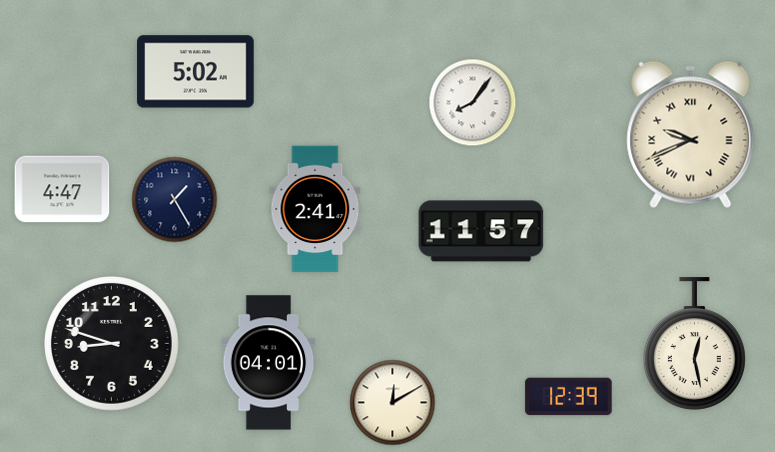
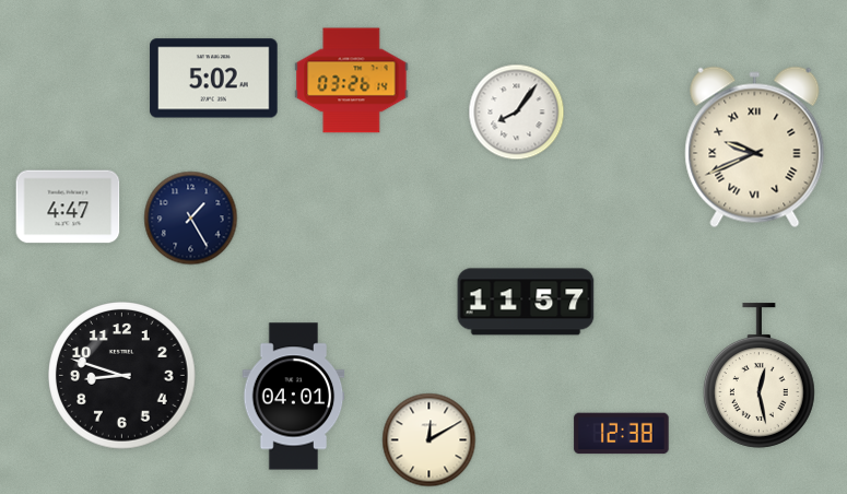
clock at (352, 81): none -> 03:26
clock at (315, 209): 2:41 -> none
clock at (481, 231) position: (481, 231) -> (526, 302)
clock at (569, 397): 12:39 -> 12:38
